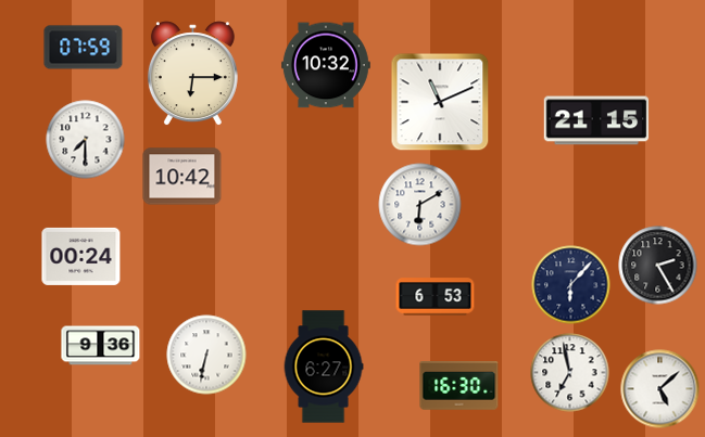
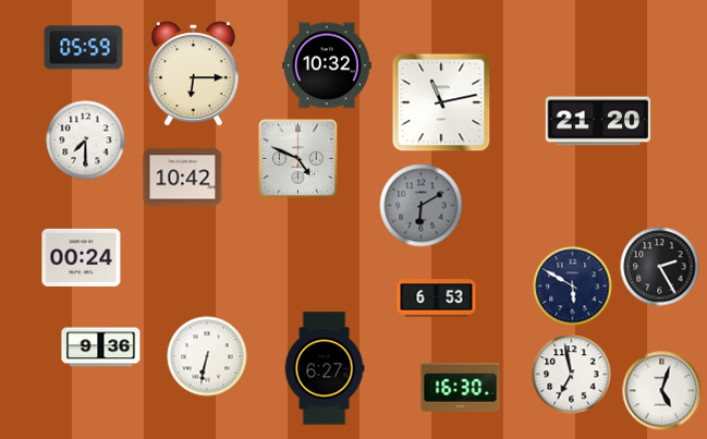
clock at (84, 48): 07:59 -> 05:59
clock at (440, 102): 11:11 -> 11:13
clock at (596, 120): 21:15 -> 21:20
clock at (298, 159): none -> 4:49
clock at (420, 205) dial: white -> grey
clock at (571, 285): 6:07 -> 5:50
clock at (660, 389): 5:08 -> 5:03
